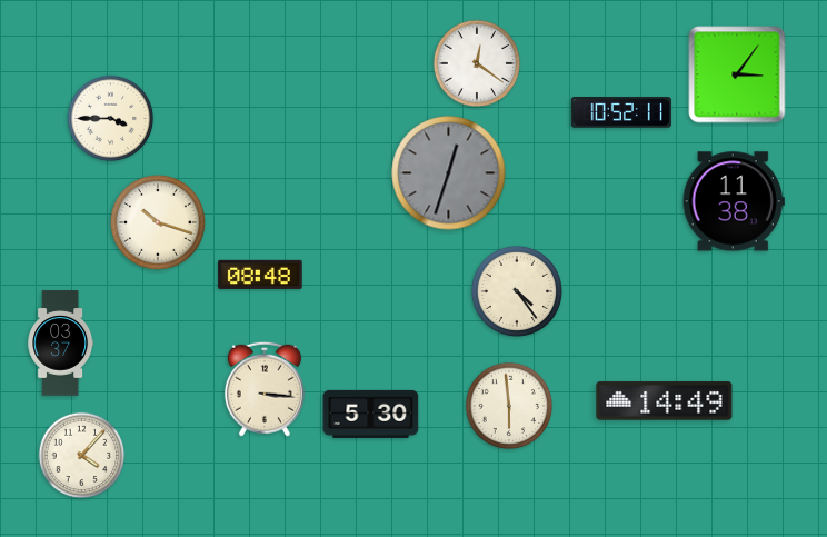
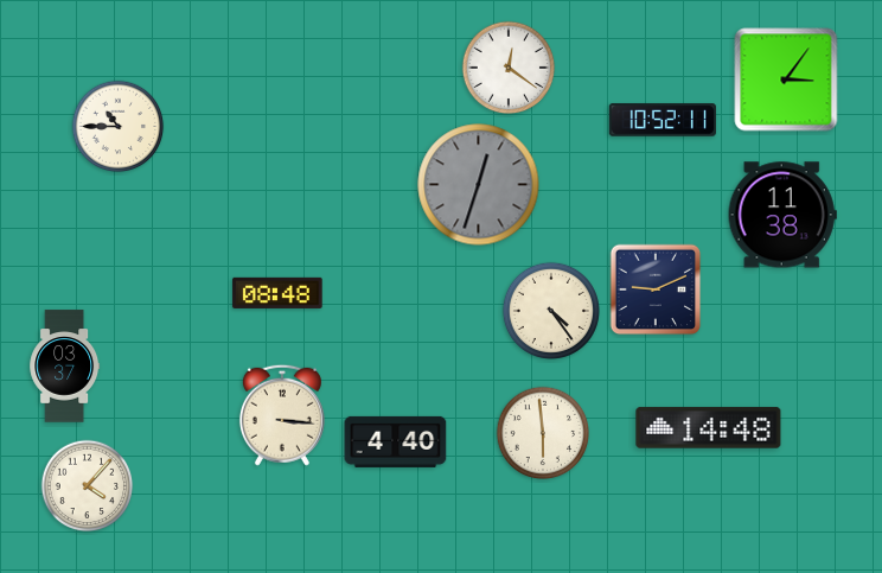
clock at (111, 119): 3:45 -> 10:45
clock at (158, 222): 10:18 -> none
clock at (656, 289): none -> 9:11
clock at (665, 401): 14:49 -> 14:48
clock at (371, 414): 5:30 -> 4:40
